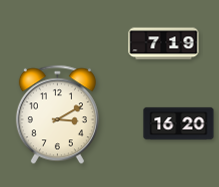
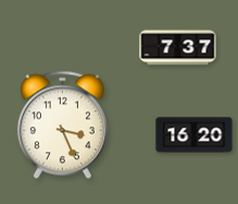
clock at (164, 44): 7:19 -> 7:37
clock at (57, 115): 3:10 -> 3:26
